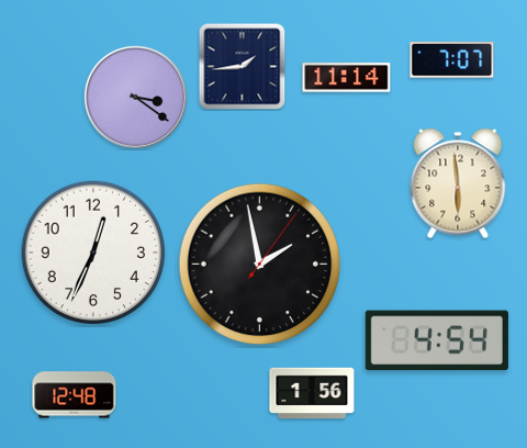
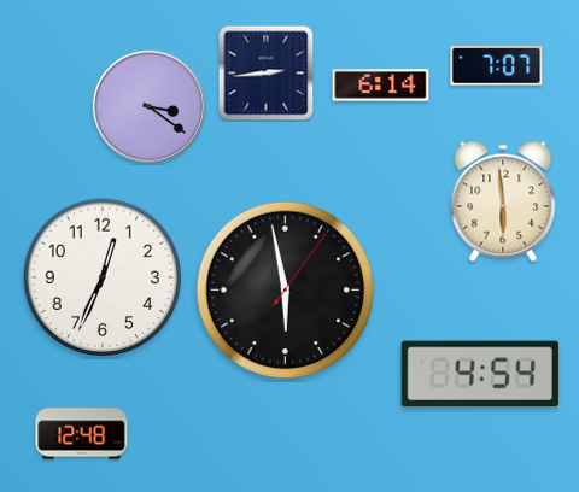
clock at (242, 66): 1:44 -> 2:44
clock at (347, 78): 11:14 -> 6:14
clock at (260, 265): 1:58 -> 5:58
clock at (312, 393): 1:56 -> none
